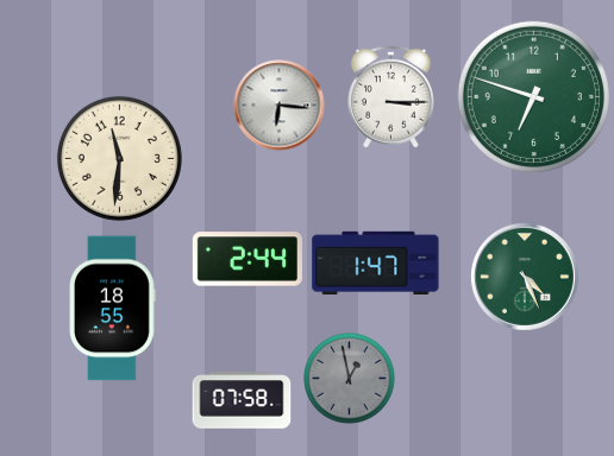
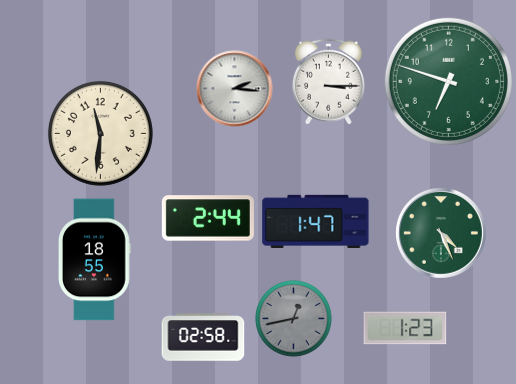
clock at (280, 106): 6:16 -> 2:16
clock at (350, 379): 12:58 -> 12:43
clock at (405, 328): none -> 1:23
clock at (242, 400): 07:58 -> 02:58
